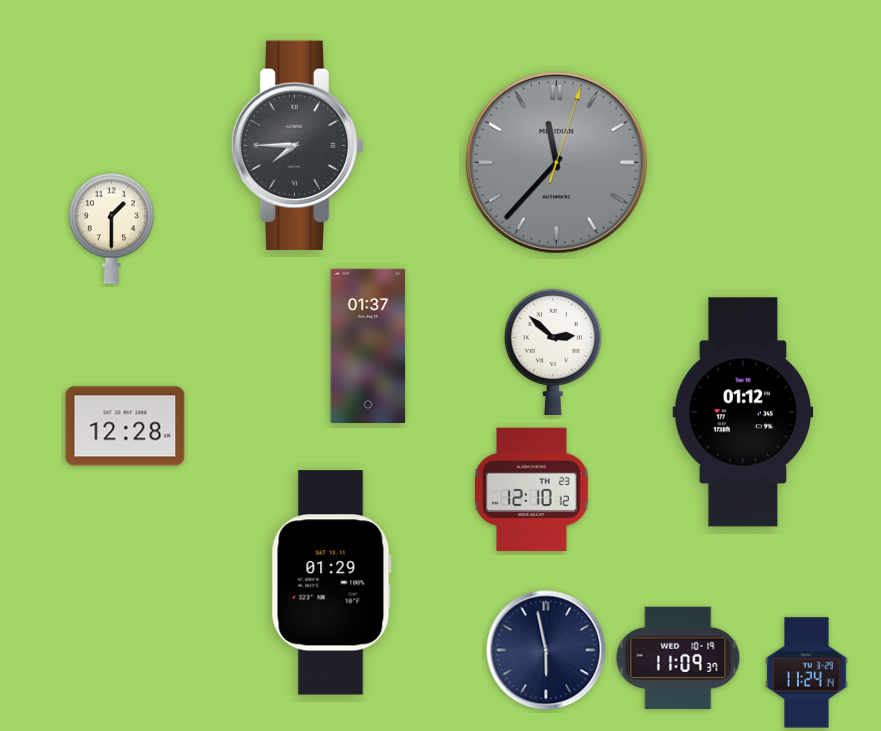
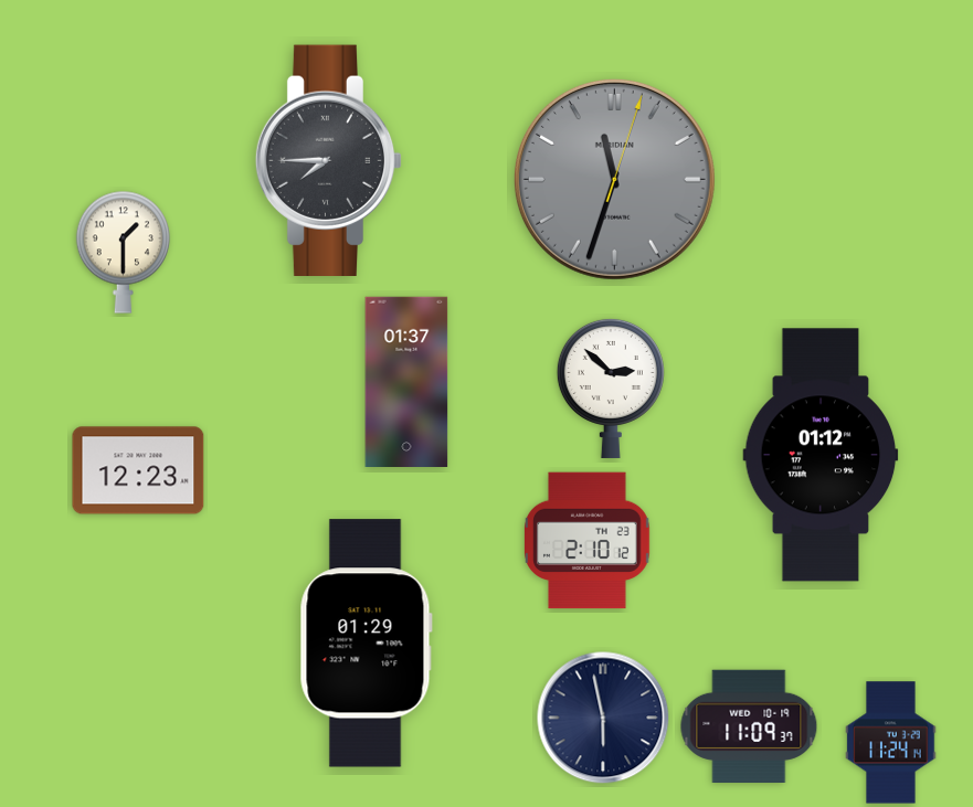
clock at (556, 162): 11:37 -> 11:33
clock at (125, 426): 12:28 -> 12:23
clock at (532, 490): 12:10 -> 2:10
